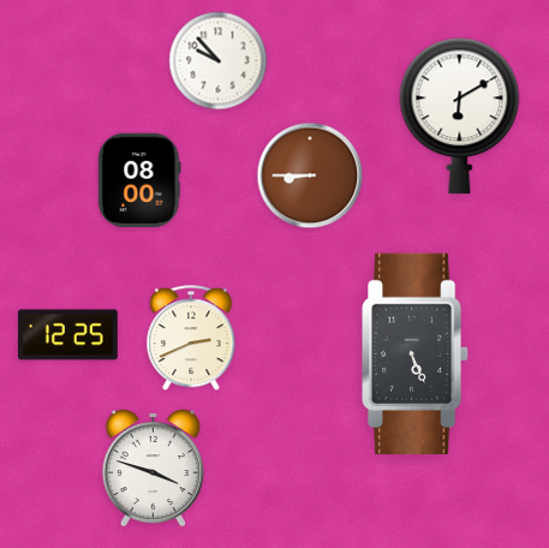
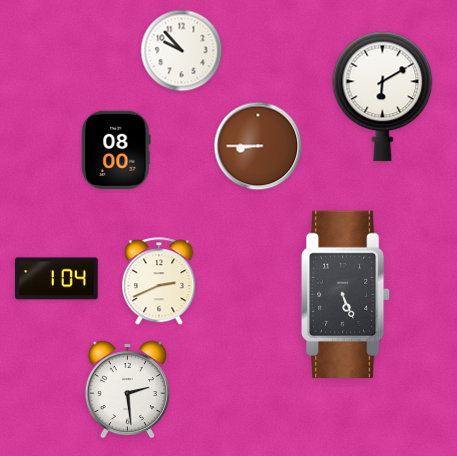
clock at (68, 335): 12:25 -> 1:04
clock at (153, 467): 3:48 -> 2:29
